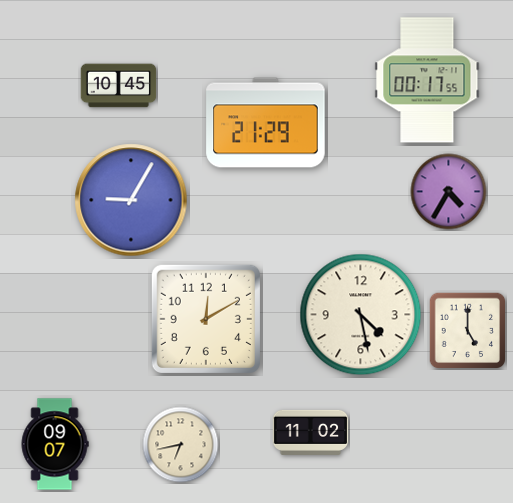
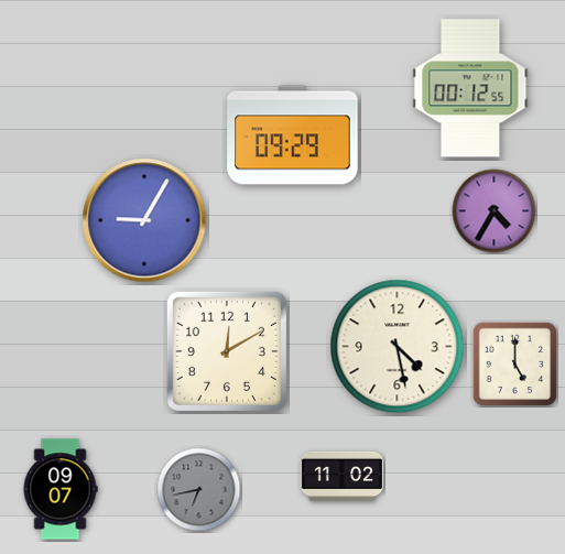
clock at (427, 80): 00:17 -> 00:12
clock at (119, 86): 10:45 -> none
clock at (266, 123): 21:29 -> 09:29
clock at (181, 445) dial: cream -> grey
